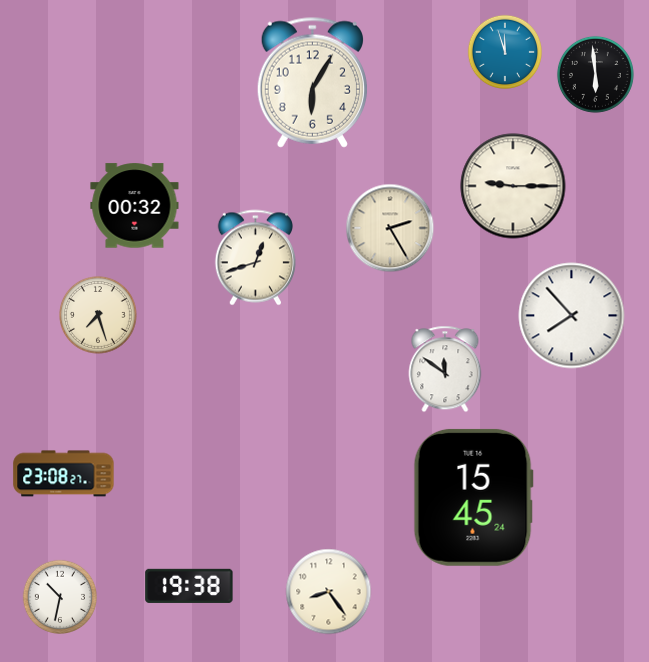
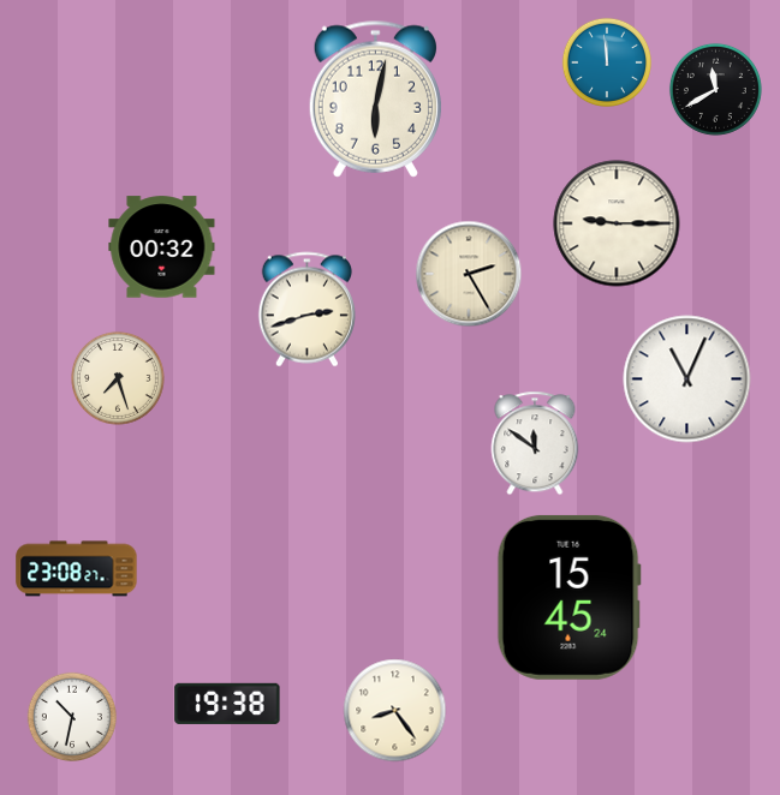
clock at (504, 51): 11:57 -> 11:59
clock at (595, 74): 5:59 -> 11:40
clock at (312, 82): 6:05 -> 6:02
clock at (255, 258): 12:42 -> 2:42
clock at (572, 316): 7:53 -> 11:04
